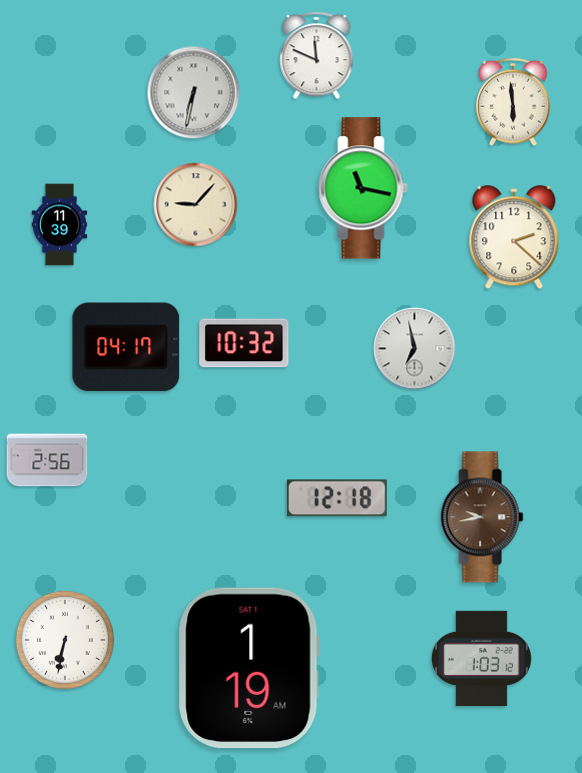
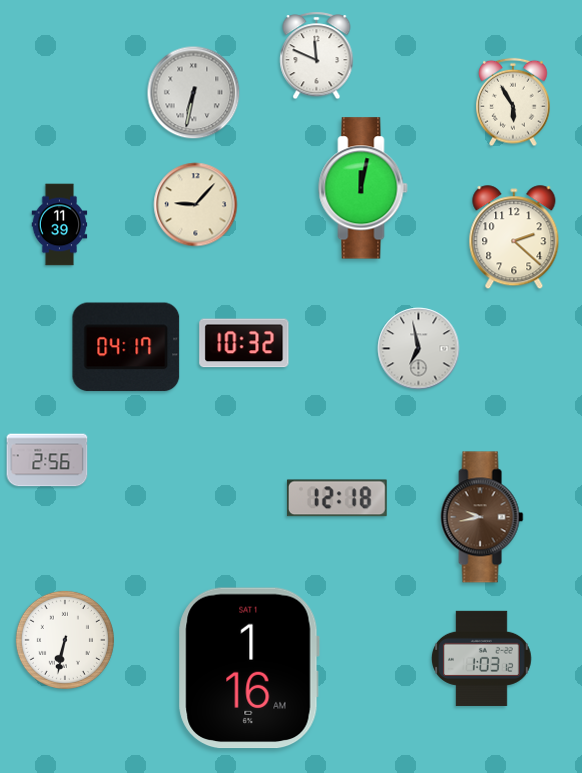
clock at (513, 102): 5:59 -> 5:55
clock at (363, 188): 11:17 -> 12:02
clock at (415, 349) position: (415, 349) -> (419, 349)
clock at (249, 668): 1:19 -> 1:16
